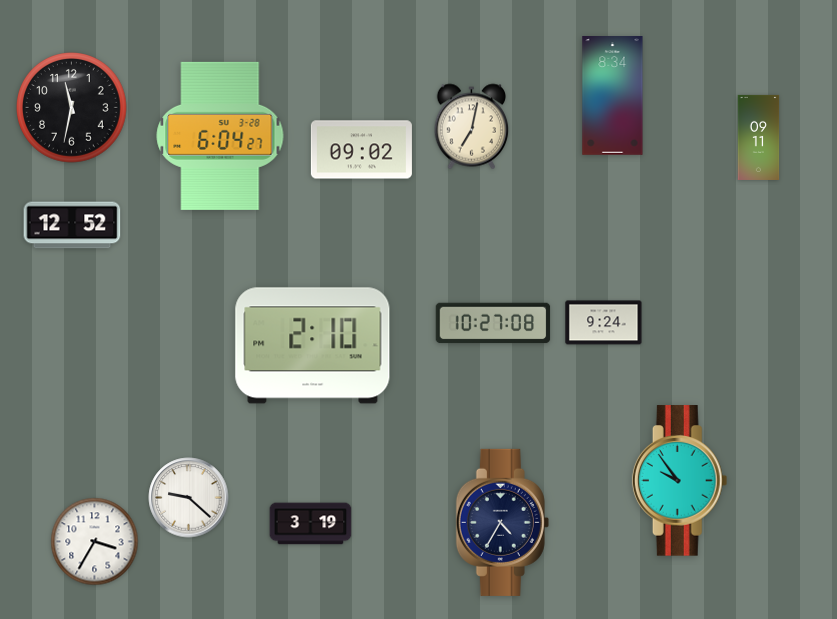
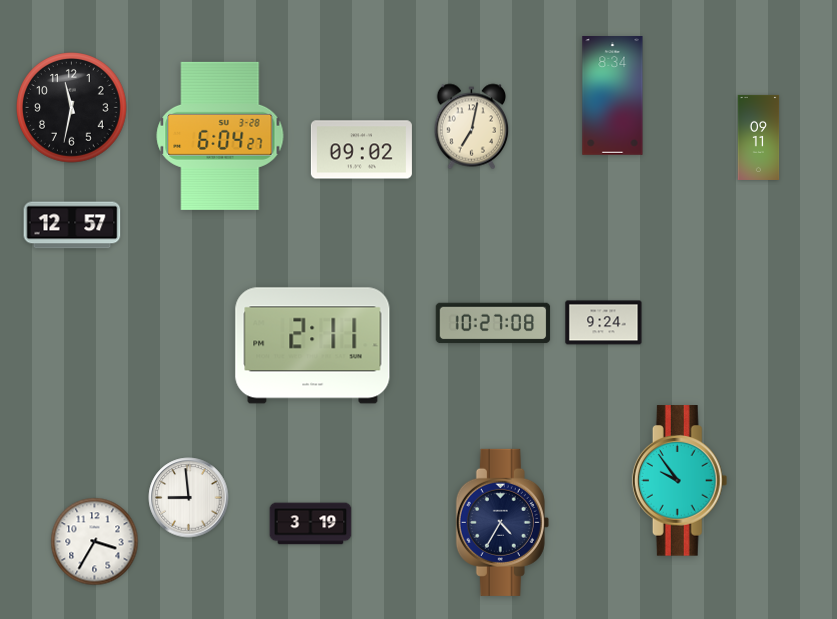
clock at (72, 225): 12:52 -> 12:57
clock at (313, 346): 2:10 -> 2:11
clock at (189, 498): 9:22 -> 8:59
